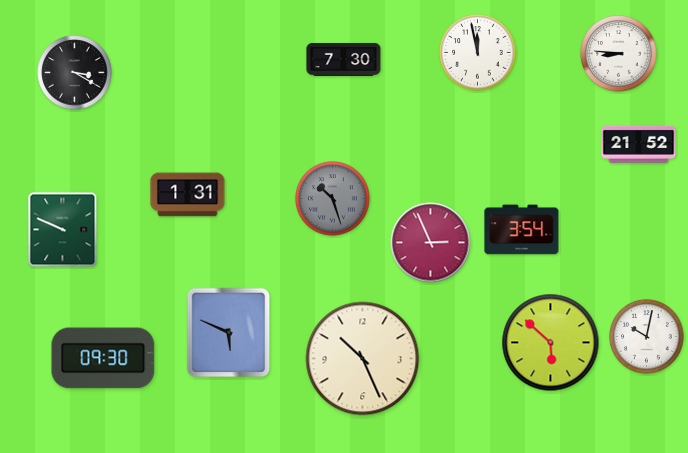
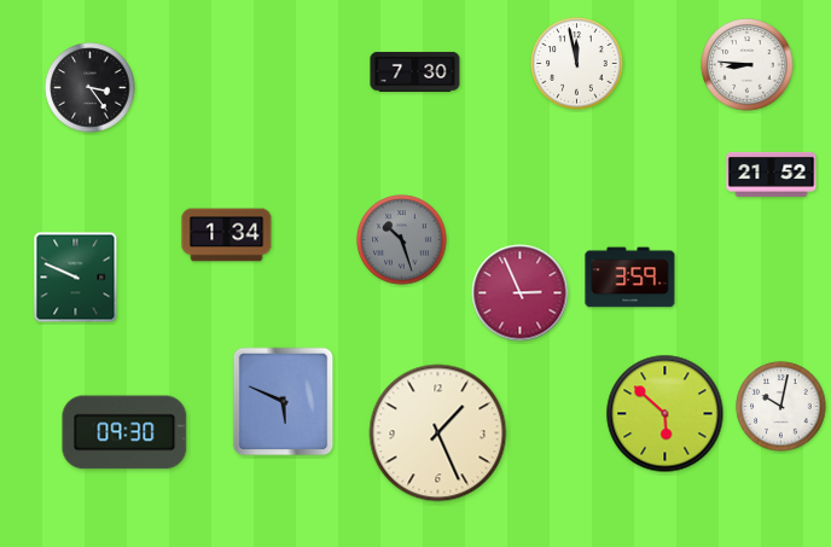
clock at (75, 73): 3:20 -> 3:24
clock at (188, 195): 1:31 -> 1:34
clock at (522, 230): 3:54 -> 3:59
clock at (229, 333) position: (229, 333) -> (284, 402)
clock at (363, 359): 10:26 -> 1:26
